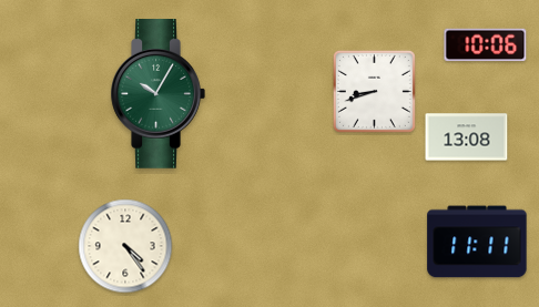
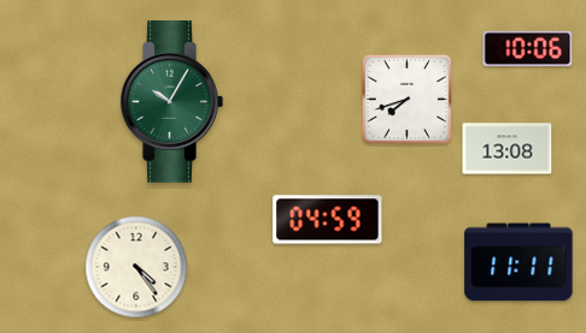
clock at (374, 91): 8:42 -> 7:42
clock at (328, 220): none -> 04:59
